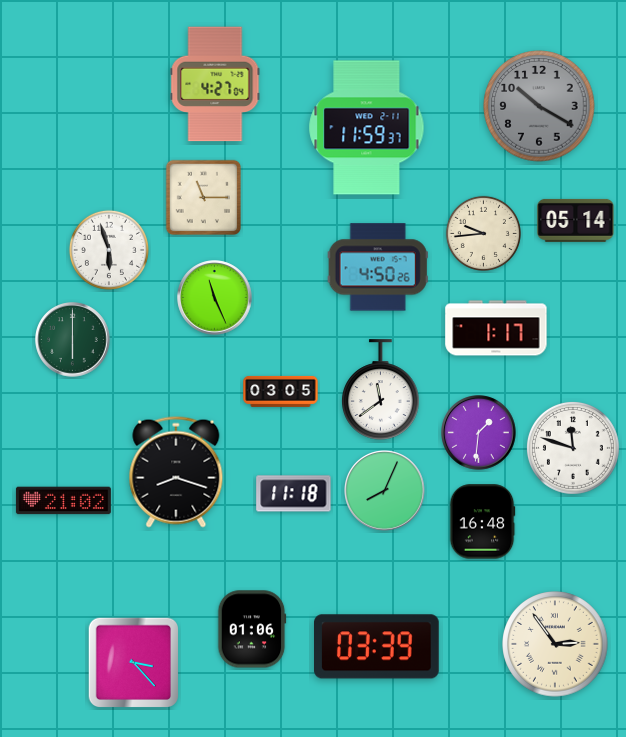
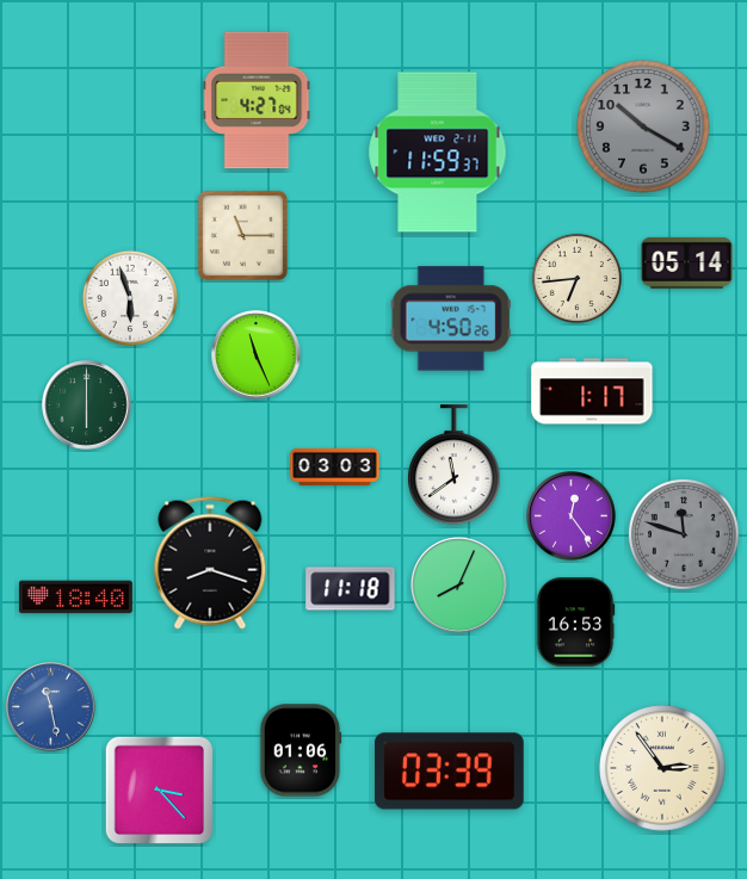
clock at (483, 233): 9:44 -> 6:44
clock at (281, 391): 03:05 -> 03:03
clock at (479, 433): 1:31 -> 12:24
clock at (573, 448) dial: white -> grey
clock at (63, 501): 21:02 -> 18:40
clock at (482, 522): 16:48 -> 16:53
clock at (51, 707): none -> 11:28
